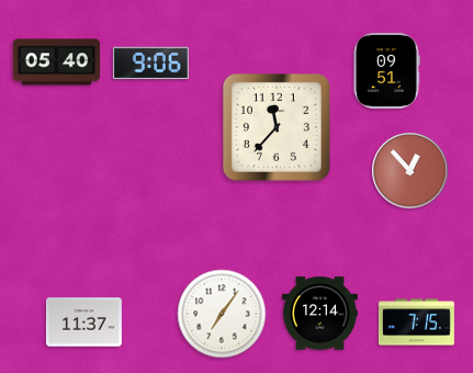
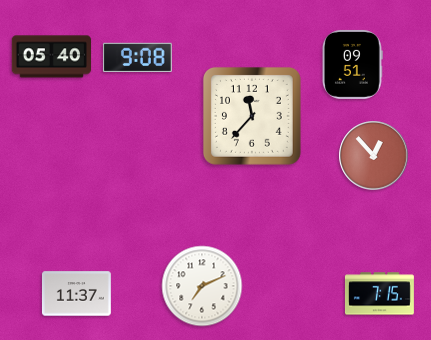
clock at (150, 63): 9:06 -> 9:08
clock at (222, 314): 7:06 -> 7:11
clock at (320, 314): 12:14 -> none
